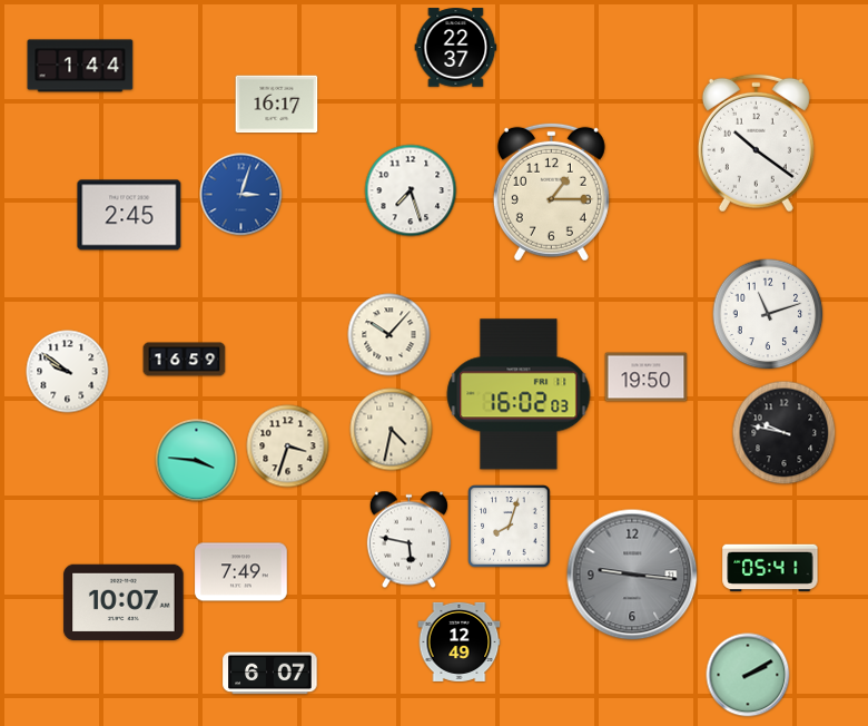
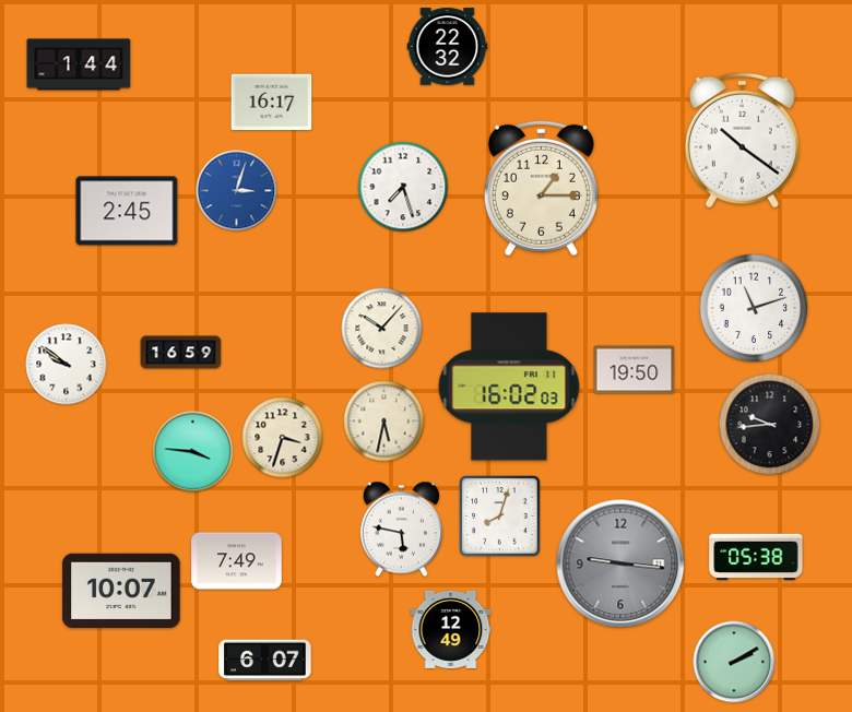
clock at (456, 48): 22:37 -> 22:32
clock at (392, 430): 4:32 -> 5:32
clock at (785, 433): 9:47 -> 9:44
clock at (770, 568): 05:41 -> 05:38
